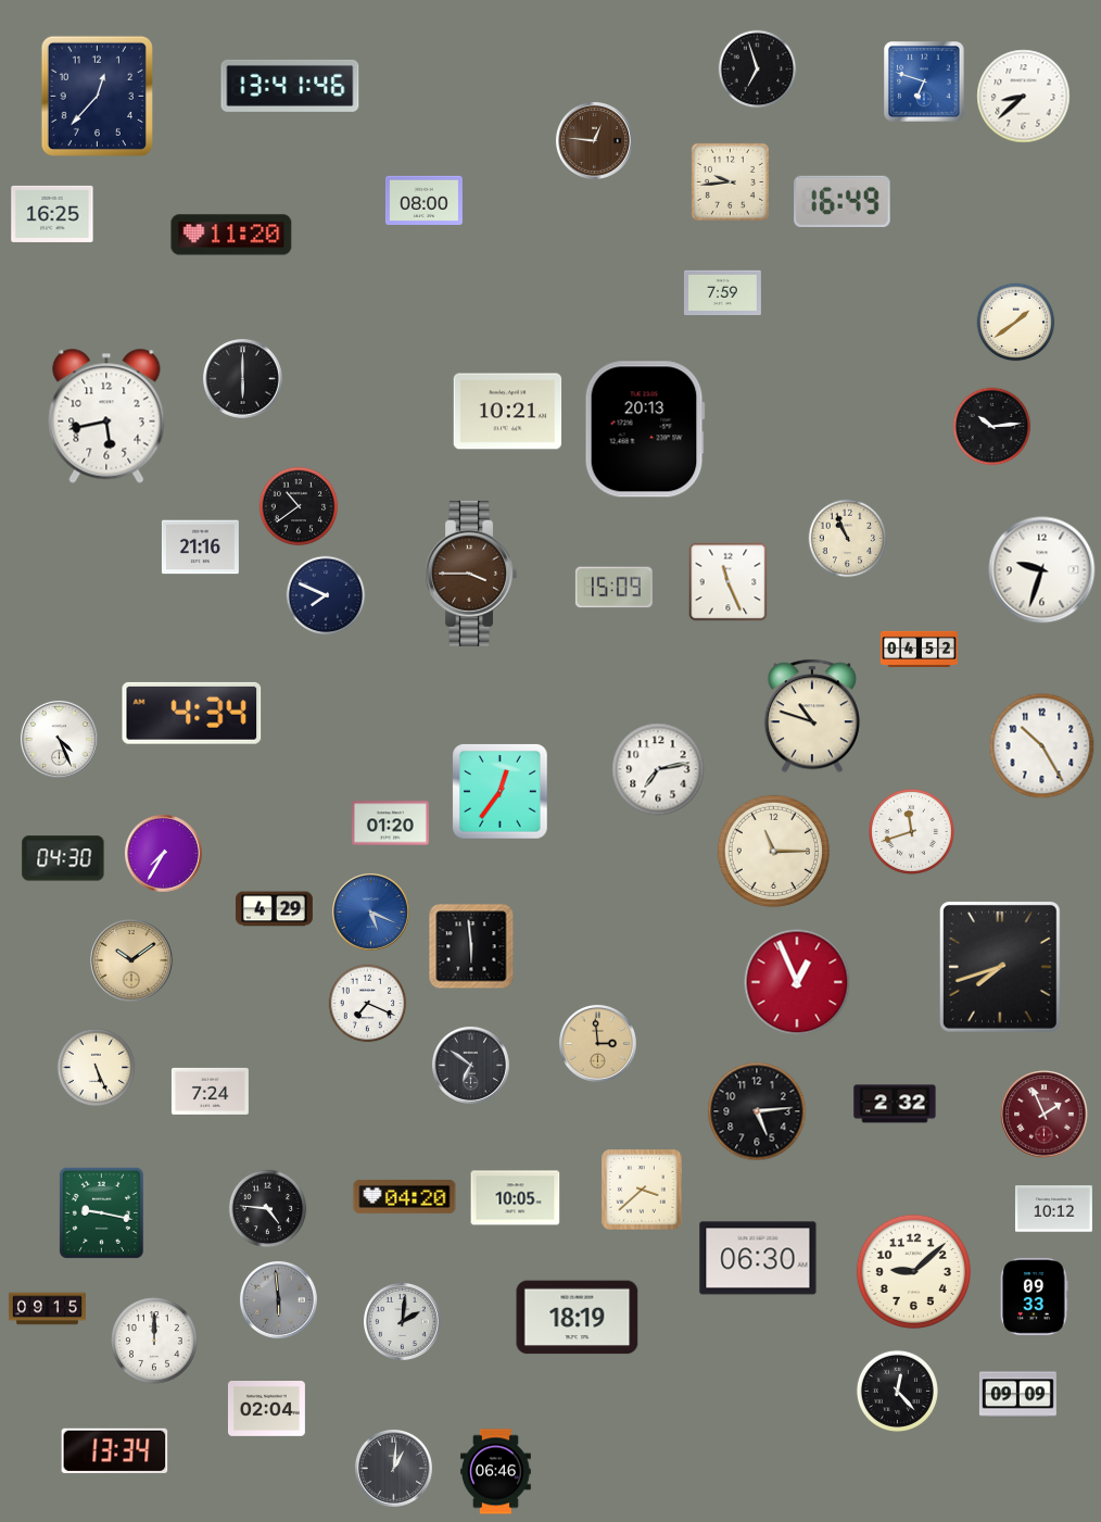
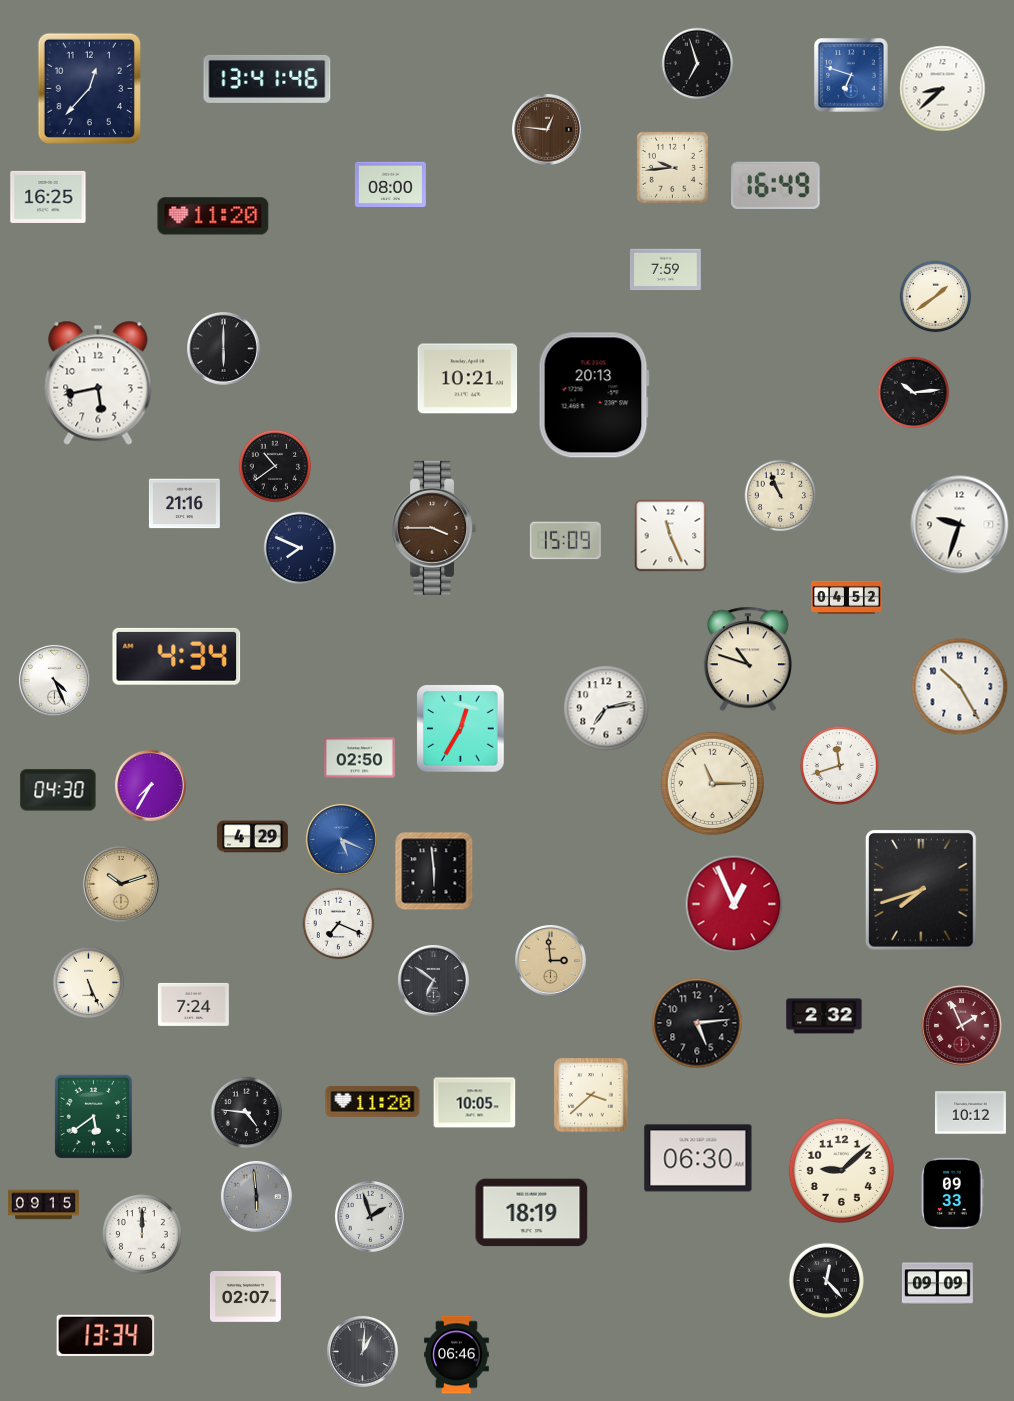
clock at (501, 792): 12:36 -> 12:35
clock at (390, 823): 01:20 -> 02:50
clock at (131, 960): 10:09 -> 10:12
clock at (405, 1196): 04:20 -> 11:20
clock at (101, 1212): 9:17 -> 5:39
clock at (402, 1321): 2:01 -> 1:57
clock at (266, 1409): 02:04 -> 02:07
